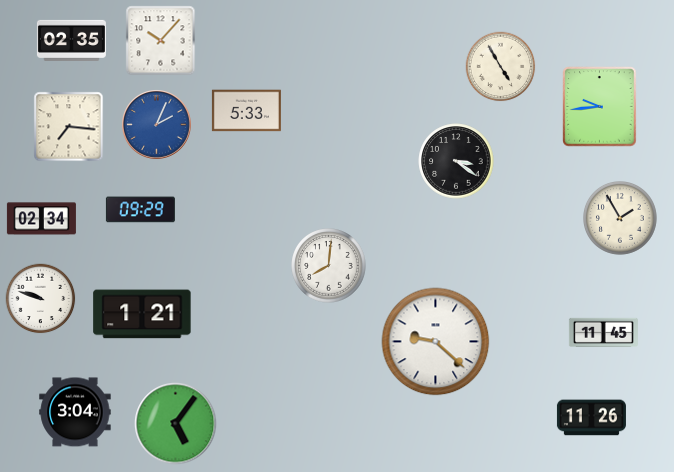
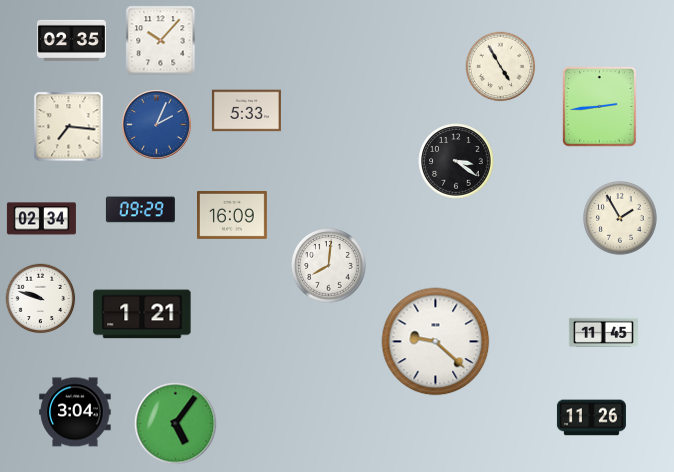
clock at (600, 107): 9:44 -> 2:44
clock at (233, 215): none -> 16:09
